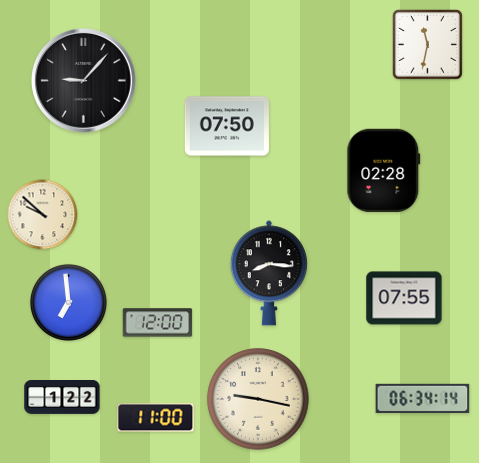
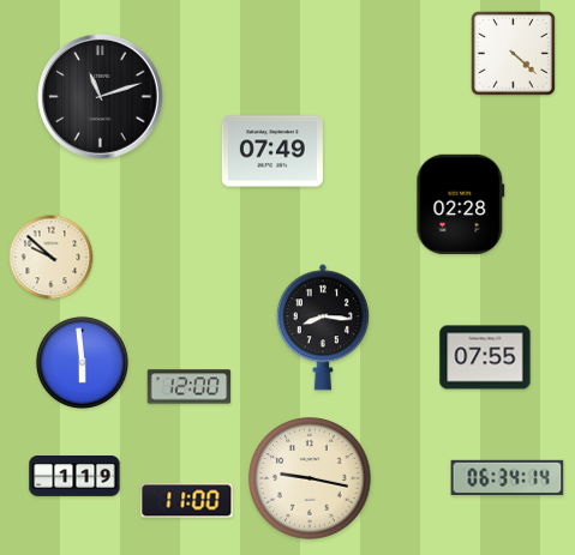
clock at (427, 44): 11:32 -> 4:22
clock at (84, 81): 9:07 -> 11:12
clock at (227, 126): 07:50 -> 07:49
clock at (68, 302): 6:59 -> 5:59
clock at (62, 398): 1:22 -> 1:19
